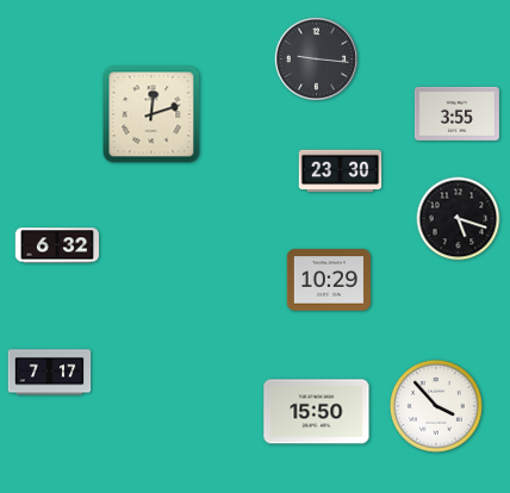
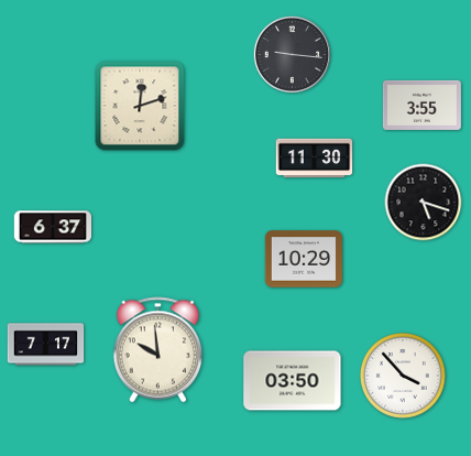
clock at (341, 171): 23:30 -> 11:30
clock at (56, 245): 6:32 -> 6:37
clock at (157, 350): none -> 9:59
clock at (317, 412): 15:50 -> 03:50
